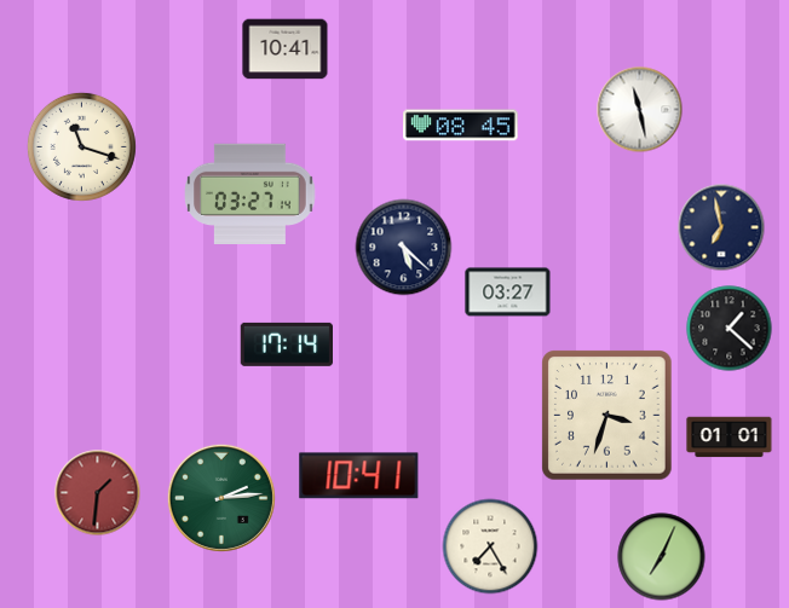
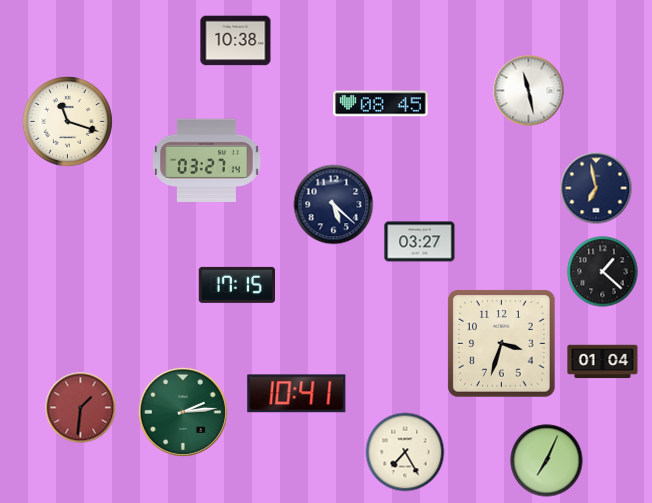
clock at (286, 50): 10:41 -> 10:38
clock at (286, 344): 17:14 -> 17:15
clock at (730, 438): 01:01 -> 01:04
